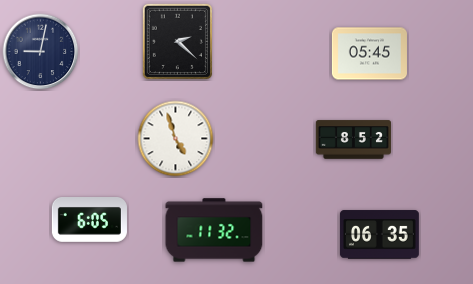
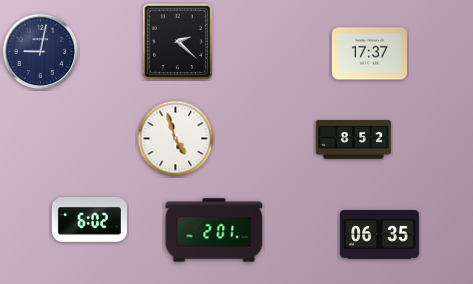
clock at (369, 54): 05:45 -> 17:37
clock at (89, 220): 6:05 -> 6:02
clock at (214, 230): 11:32 -> 2:01
